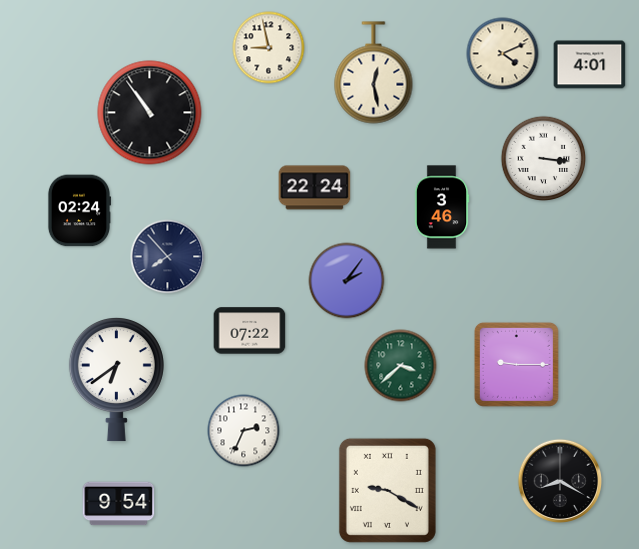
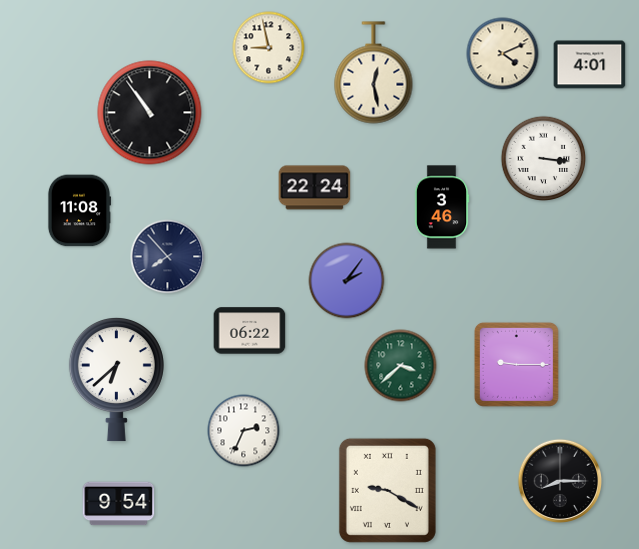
clock at (78, 211): 02:24 -> 11:08
clock at (250, 331): 07:22 -> 06:22
clock at (116, 380): 6:39 -> 6:38
clock at (559, 480): 8:20 -> 8:15
